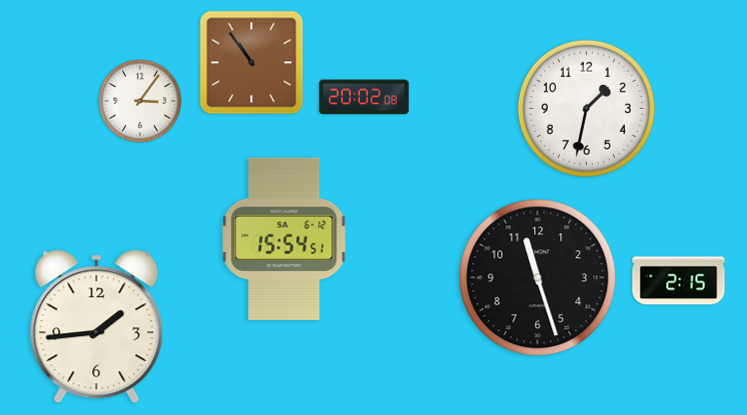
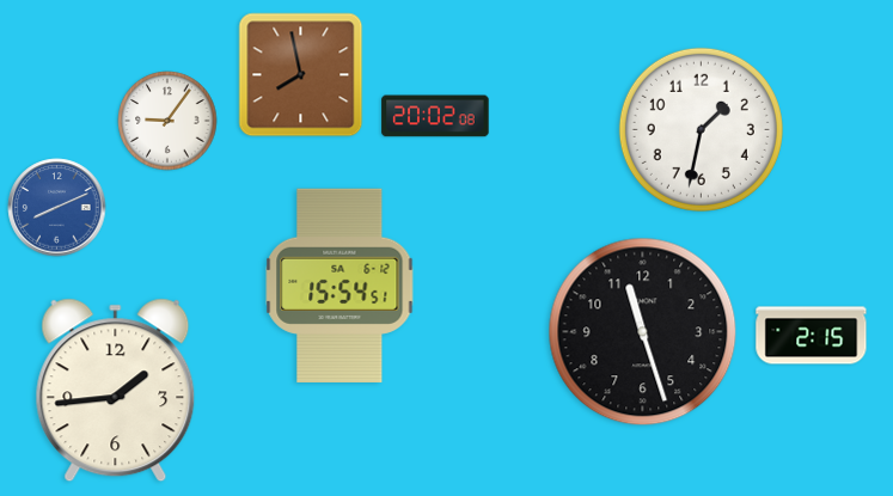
clock at (252, 63): 10:54 -> 7:58
clock at (140, 101): 3:06 -> 9:06
clock at (57, 208): none -> 8:11
